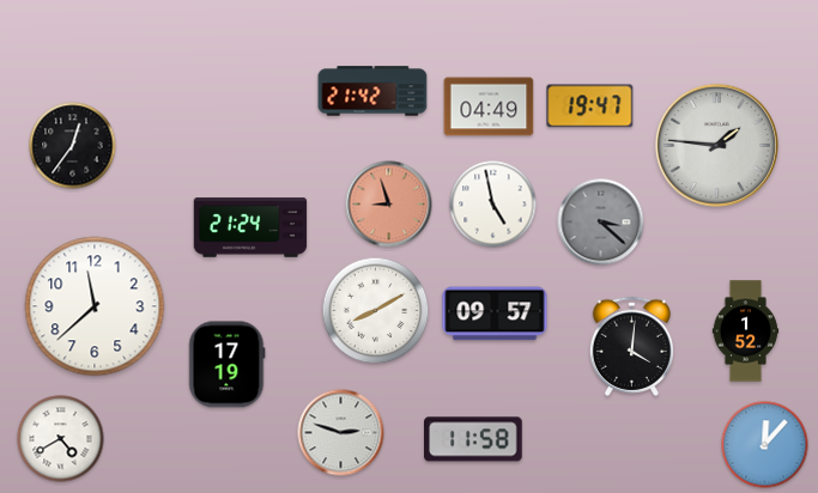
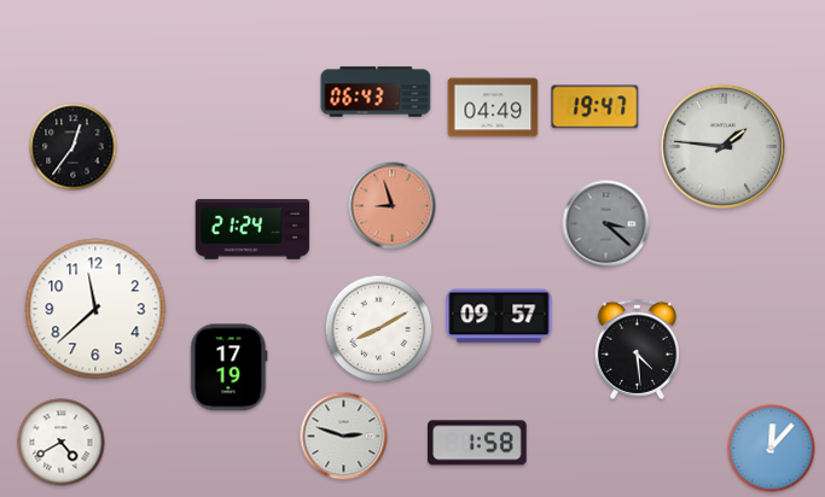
clock at (372, 91): 21:42 -> 06:43
clock at (493, 205): 4:58 -> none
clock at (376, 311) position: (376, 311) -> (379, 329)
clock at (746, 331): 1:52 -> none
clock at (631, 346): 4:01 -> 4:29
clock at (473, 439): 11:58 -> 1:58
